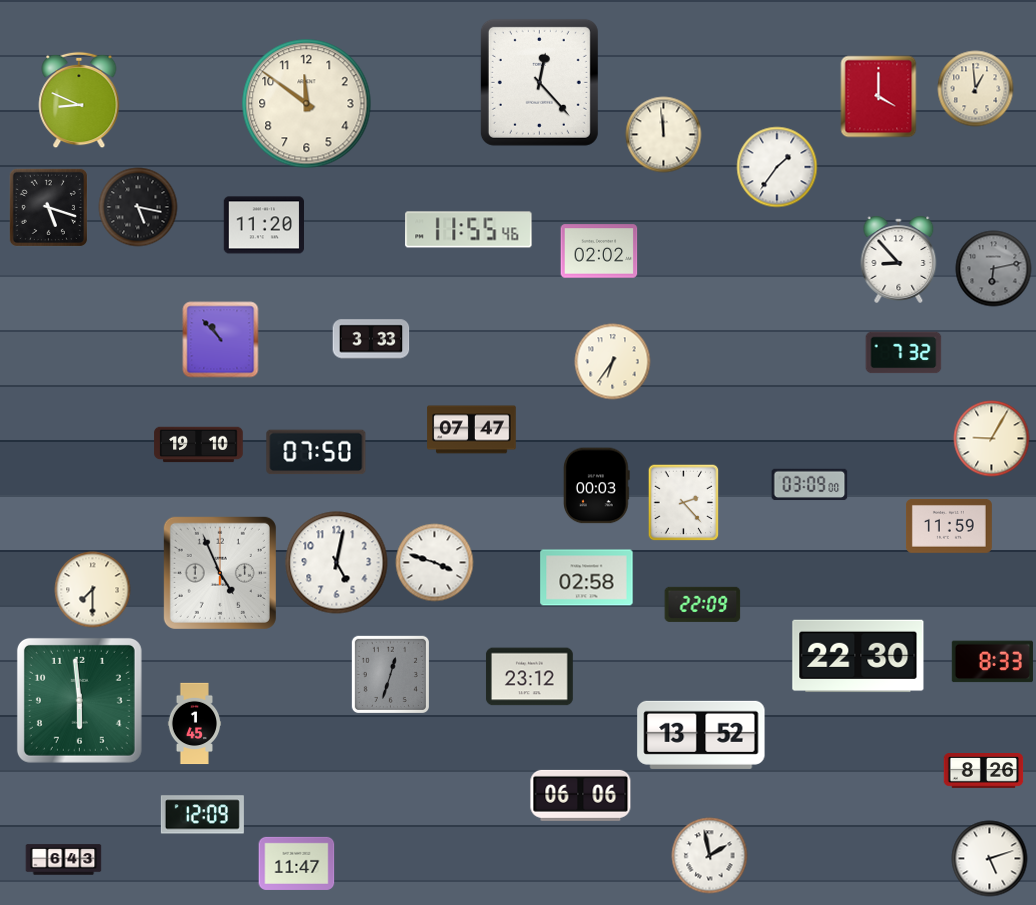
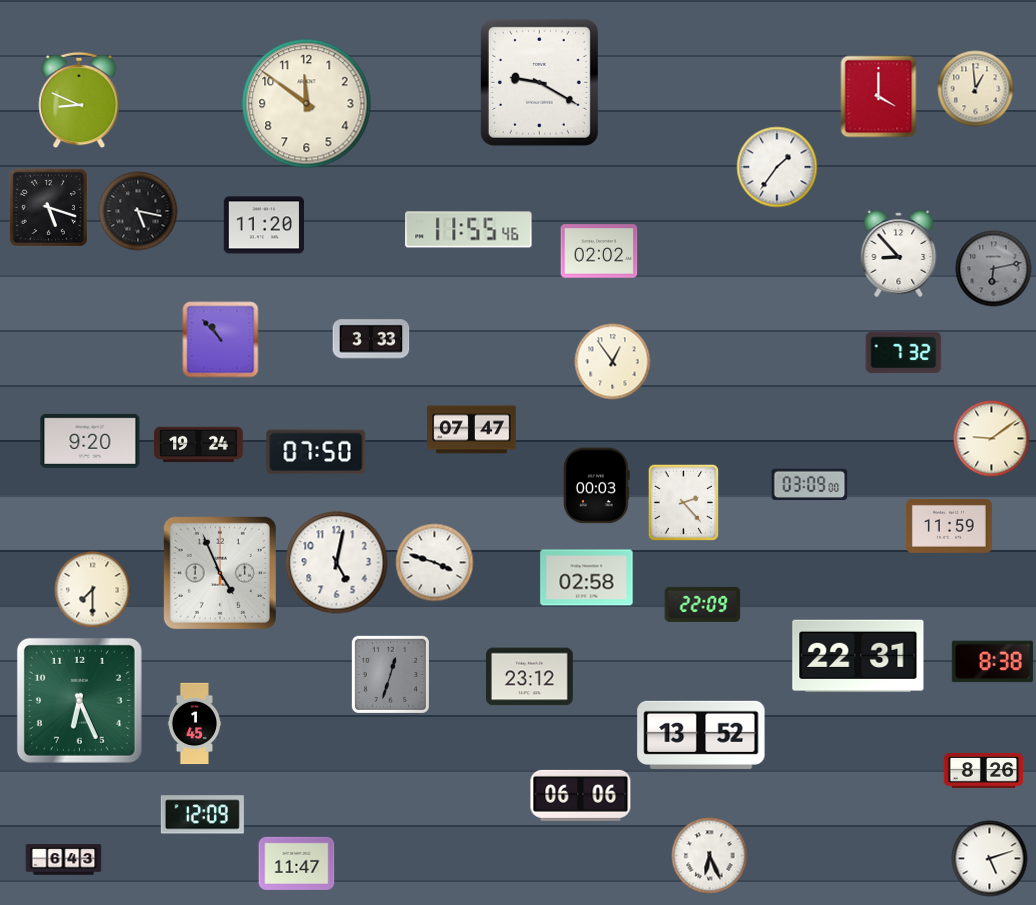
clock at (539, 82): 12:23 -> 9:20
clock at (664, 135): 11:59 -> none
clock at (138, 207) position: (138, 207) -> (138, 211)
clock at (899, 259) position: (899, 259) -> (899, 253)
clock at (613, 362): 6:36 -> 12:54
clock at (992, 439): 9:05 -> 9:09
clock at (90, 441): none -> 9:20
clock at (199, 445): 19:10 -> 19:24
clock at (858, 656): 22:30 -> 22:31
clock at (992, 662): 8:33 -> 8:38
clock at (79, 700): 5:59 -> 6:26
clock at (710, 856): 1:58 -> 6:26
